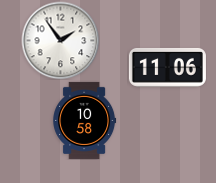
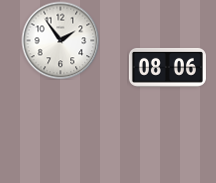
clock at (167, 67): 11:06 -> 08:06
clock at (85, 120): 10:58 -> none
